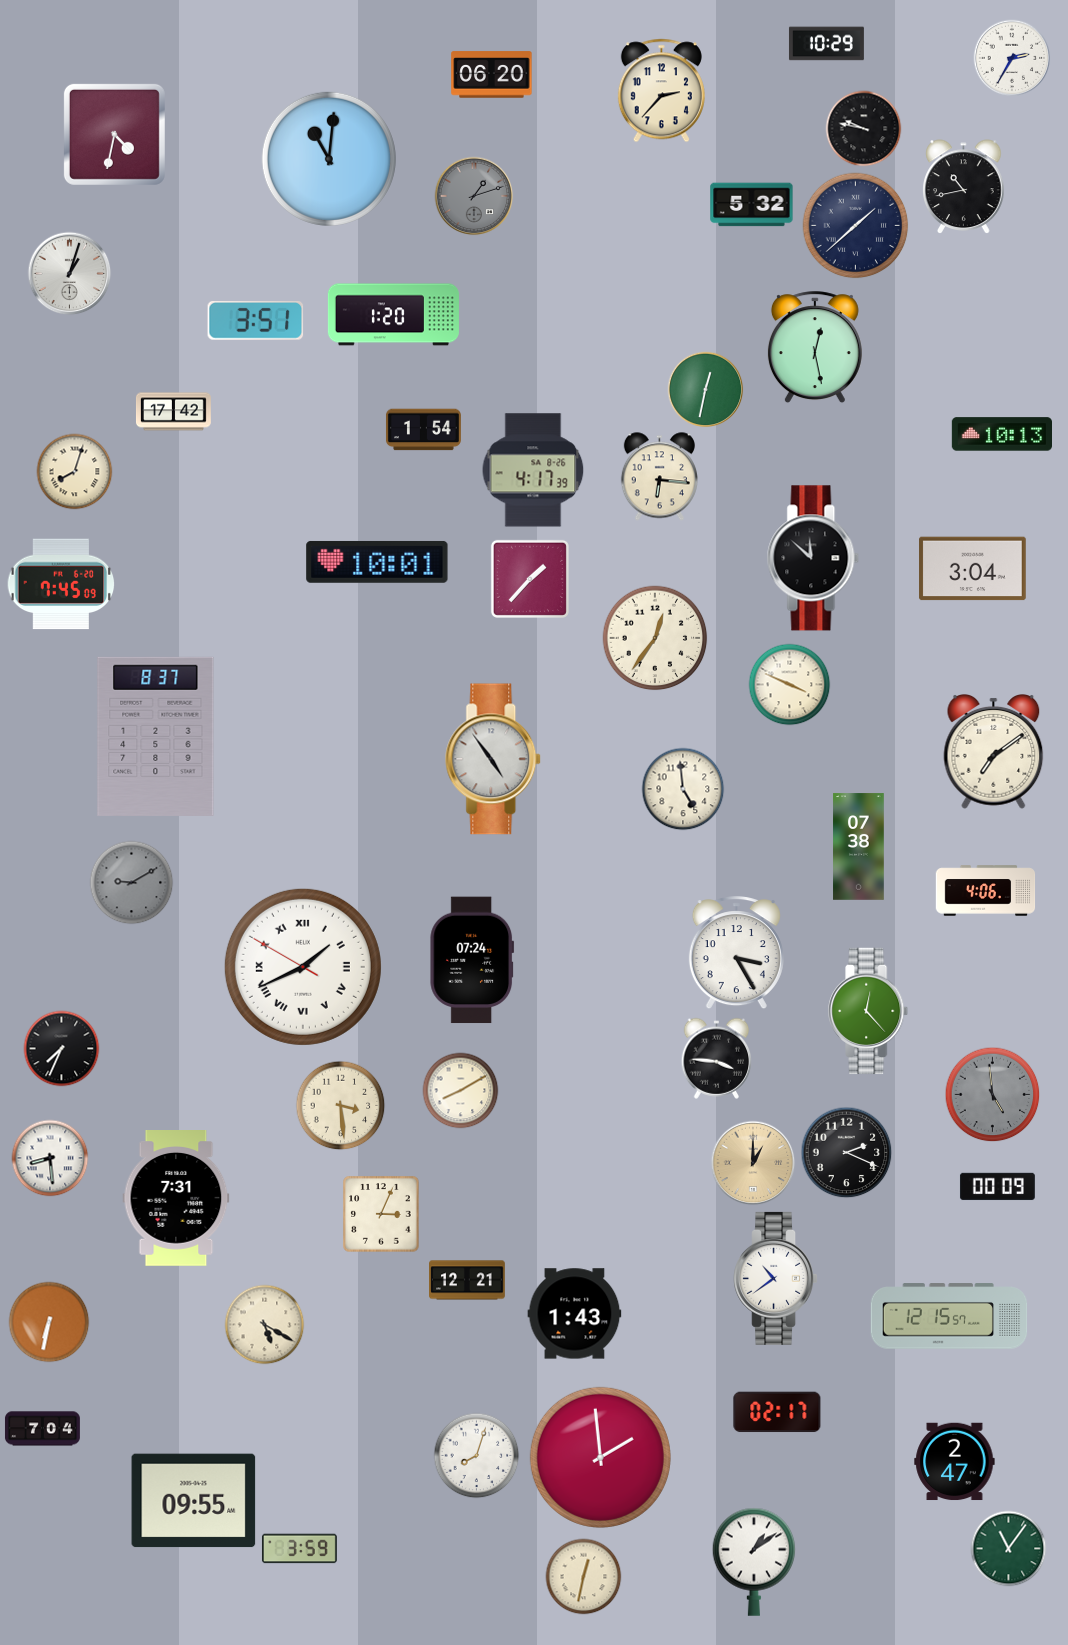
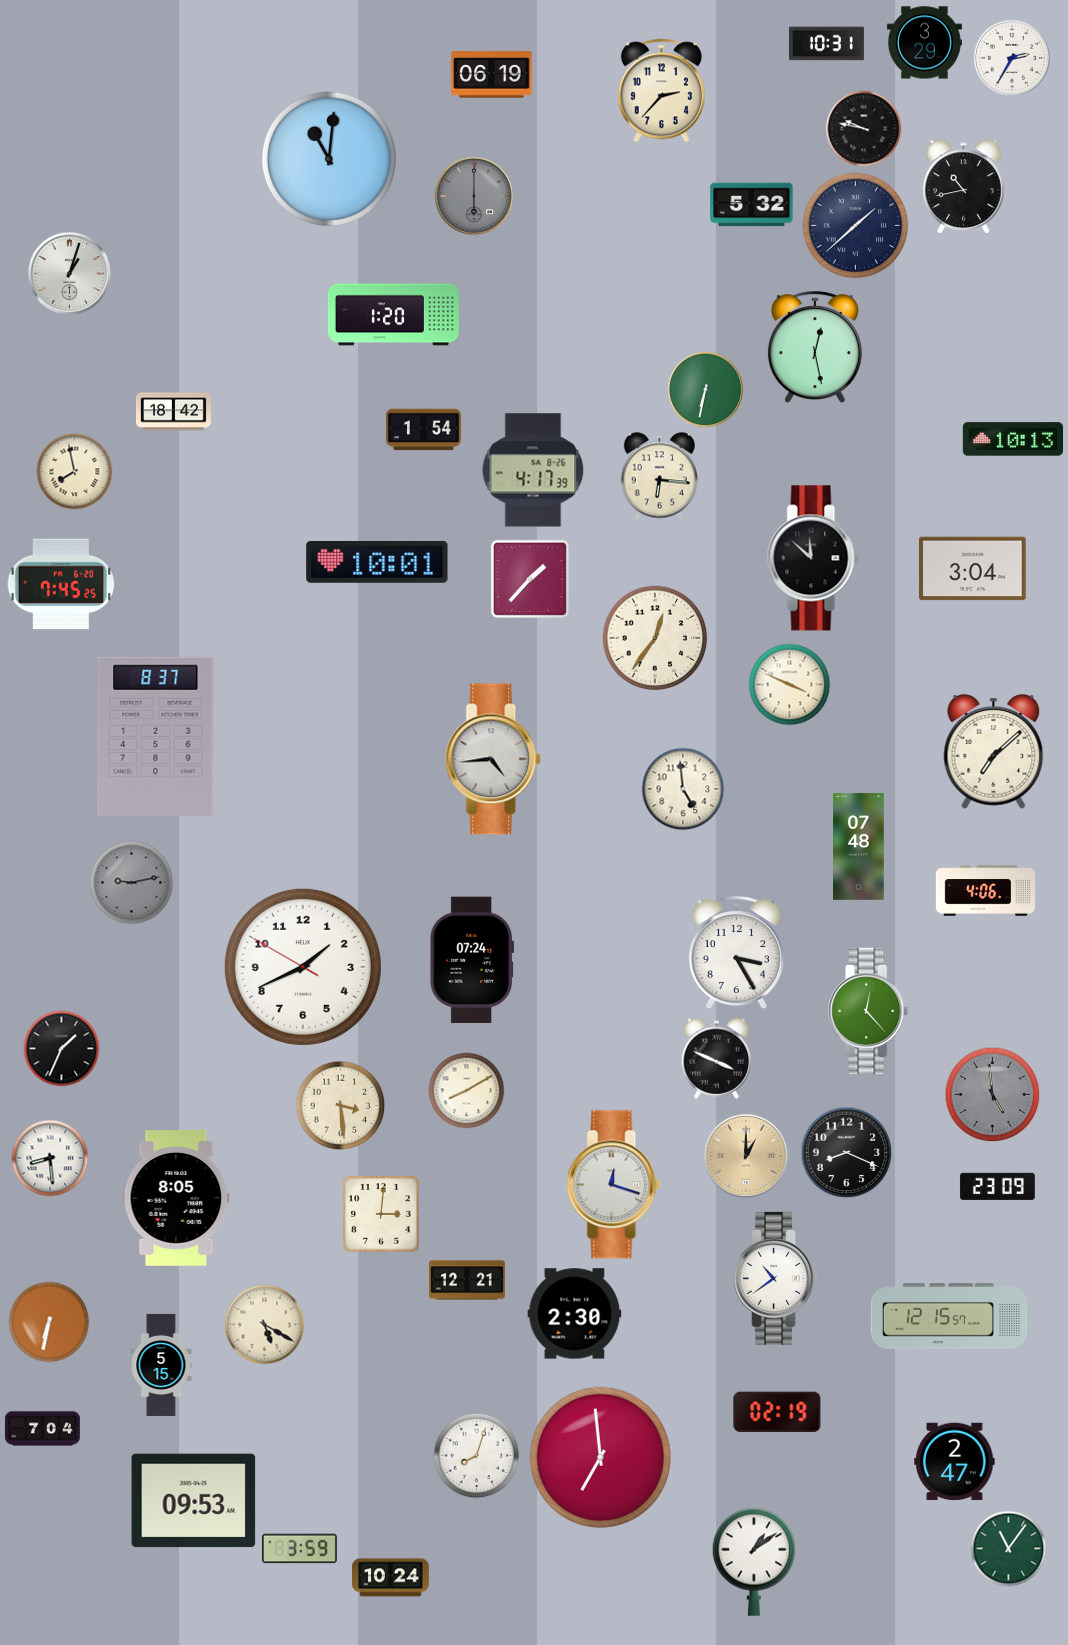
clock at (924, 43): none -> 3:29
clock at (826, 44): 10:29 -> 10:31
clock at (492, 75): 06:20 -> 06:19
clock at (114, 134): 4:32 -> none
clock at (474, 196): 1:12 -> 6:00
clock at (256, 321): 3:51 -> none
clock at (706, 390): 12:32 -> 6:32
clock at (174, 412): 17:42 -> 18:42
clock at (1001, 434) position: (1001, 434) -> (1012, 439)
clock at (75, 472): 8:03 -> 7:58
clock at (61, 584): 7:45:09 -> 7:45:25
clock at (994, 752): 7:09 -> 7:08
clock at (494, 759): 4:54 -> 4:44
clock at (859, 847): 07:38 -> 07:48
clock at (132, 883): 9:10 -> 9:13
clock at (303, 967) numerals: Roman -> Arabic
clock at (62, 1049): 7:34 -> 1:34
clock at (717, 1058): 3:46 -> 3:49
clock at (461, 1091) position: (461, 1091) -> (467, 1091)
clock at (847, 1153): 2:19 -> 8:19
clock at (753, 1163) position: (753, 1163) -> (746, 1156)
clock at (614, 1185): none -> 12:18
clock at (997, 1187): 00:09 -> 23:09
clock at (176, 1199): 7:31 -> 8:05
clock at (381, 1214): 3:04 -> 3:01
clock at (575, 1314): 1:43 -> 2:30
clock at (161, 1365): none -> 5:15
clock at (777, 1412): 02:17 -> 02:19
clock at (600, 1457): 1:59 -> 6:59
clock at (194, 1501): 09:55 -> 09:53
clock at (584, 1577): 12:32 -> none
clock at (391, 1578): none -> 10:24
